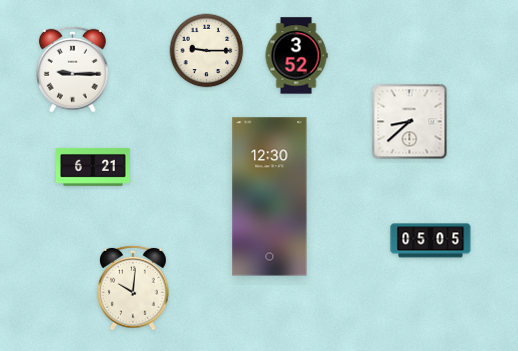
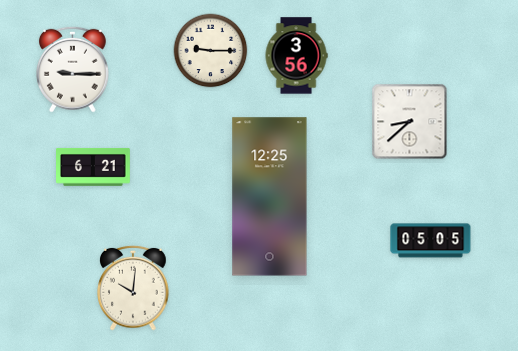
clock at (207, 51) position: (207, 51) -> (211, 51)
clock at (296, 56): 3:52 -> 3:56
clock at (270, 197): 12:30 -> 12:25
